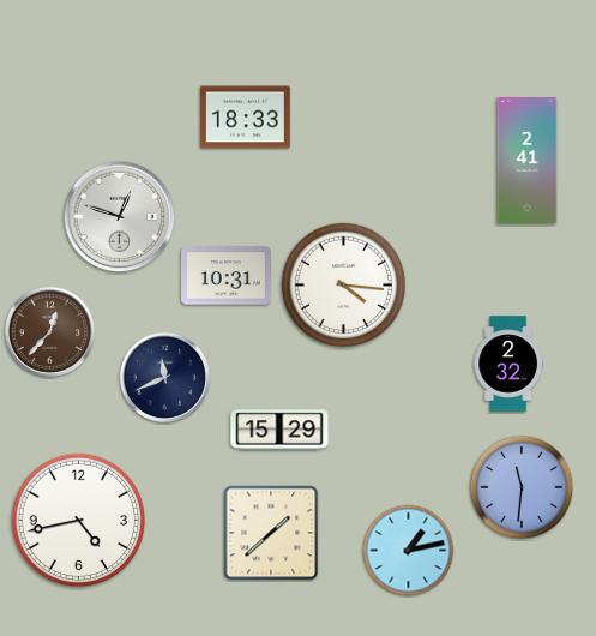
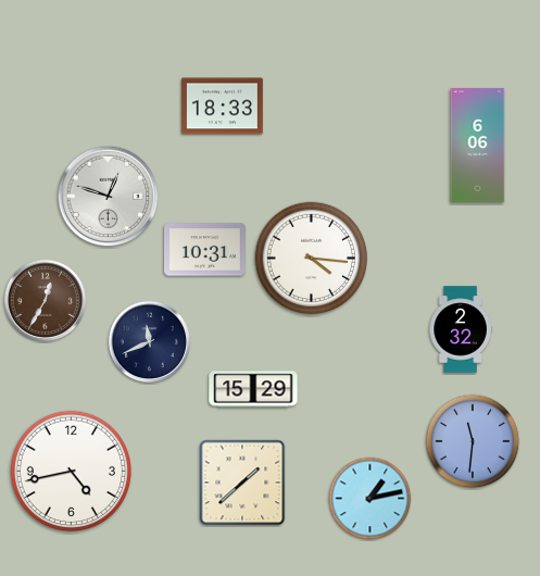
clock at (528, 161): 2:41 -> 6:06
clock at (49, 331): 12:37 -> 12:35
clock at (271, 533) position: (271, 533) -> (242, 483)
